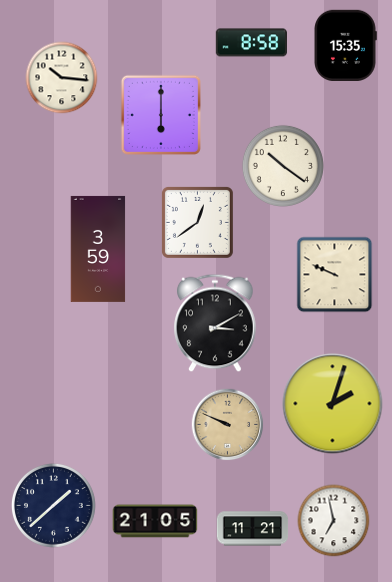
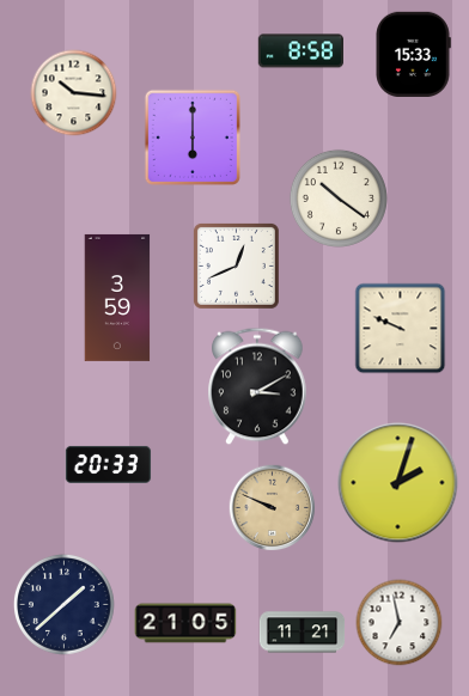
clock at (345, 45): 15:35 -> 15:33
clock at (197, 222): 12:39 -> 12:41
clock at (109, 464): none -> 20:33
